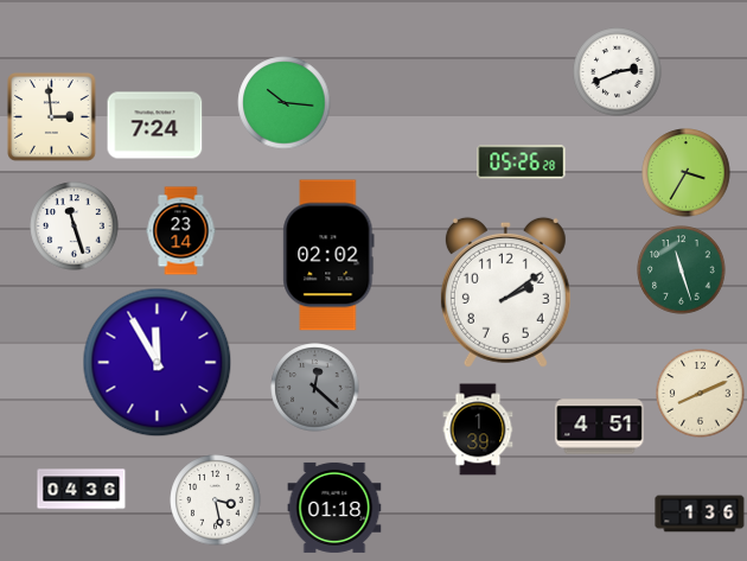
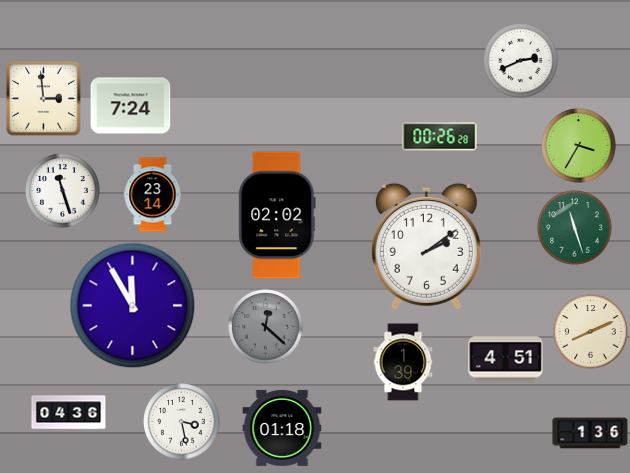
clock at (285, 103): 10:16 -> none
clock at (522, 162): 05:26 -> 00:26
